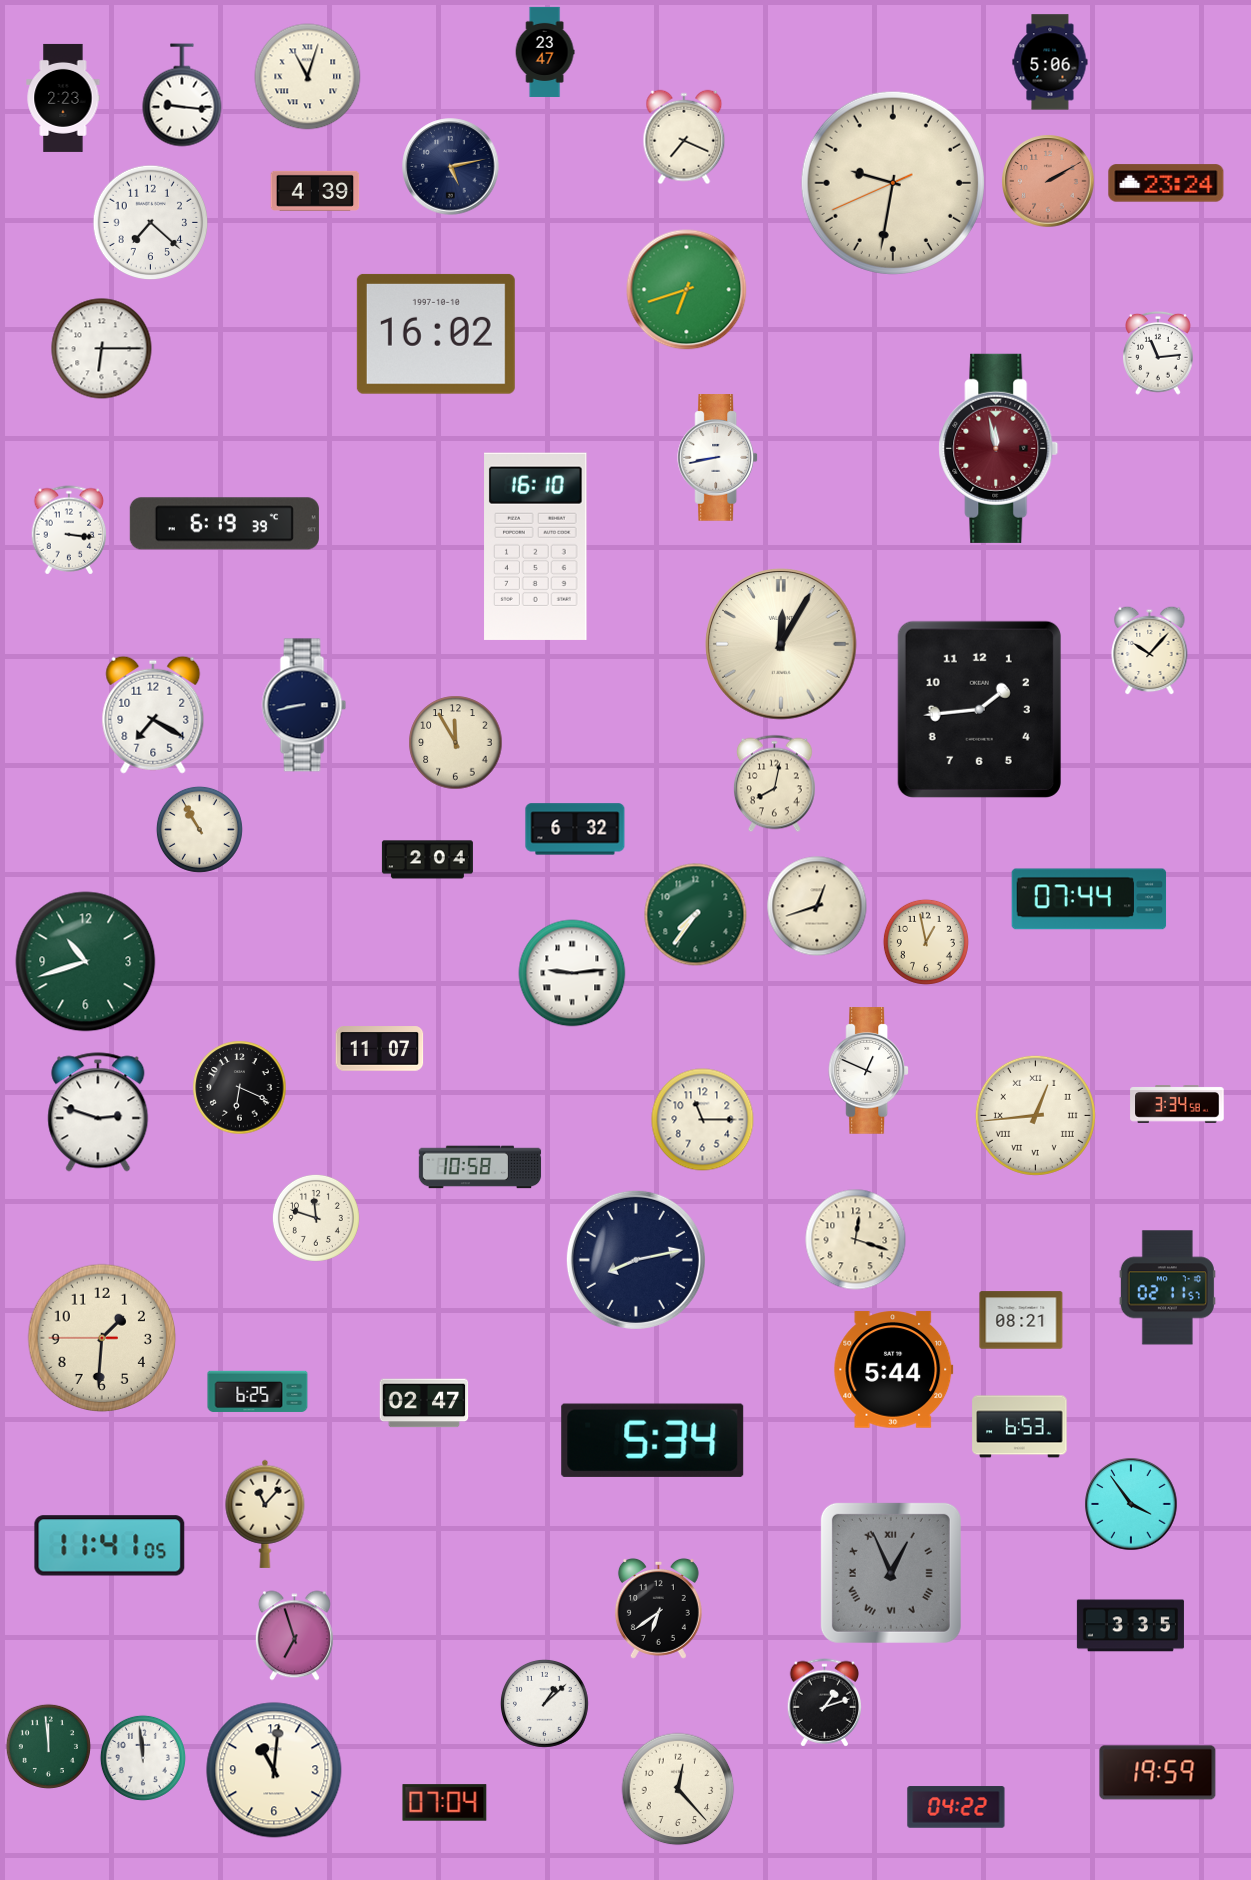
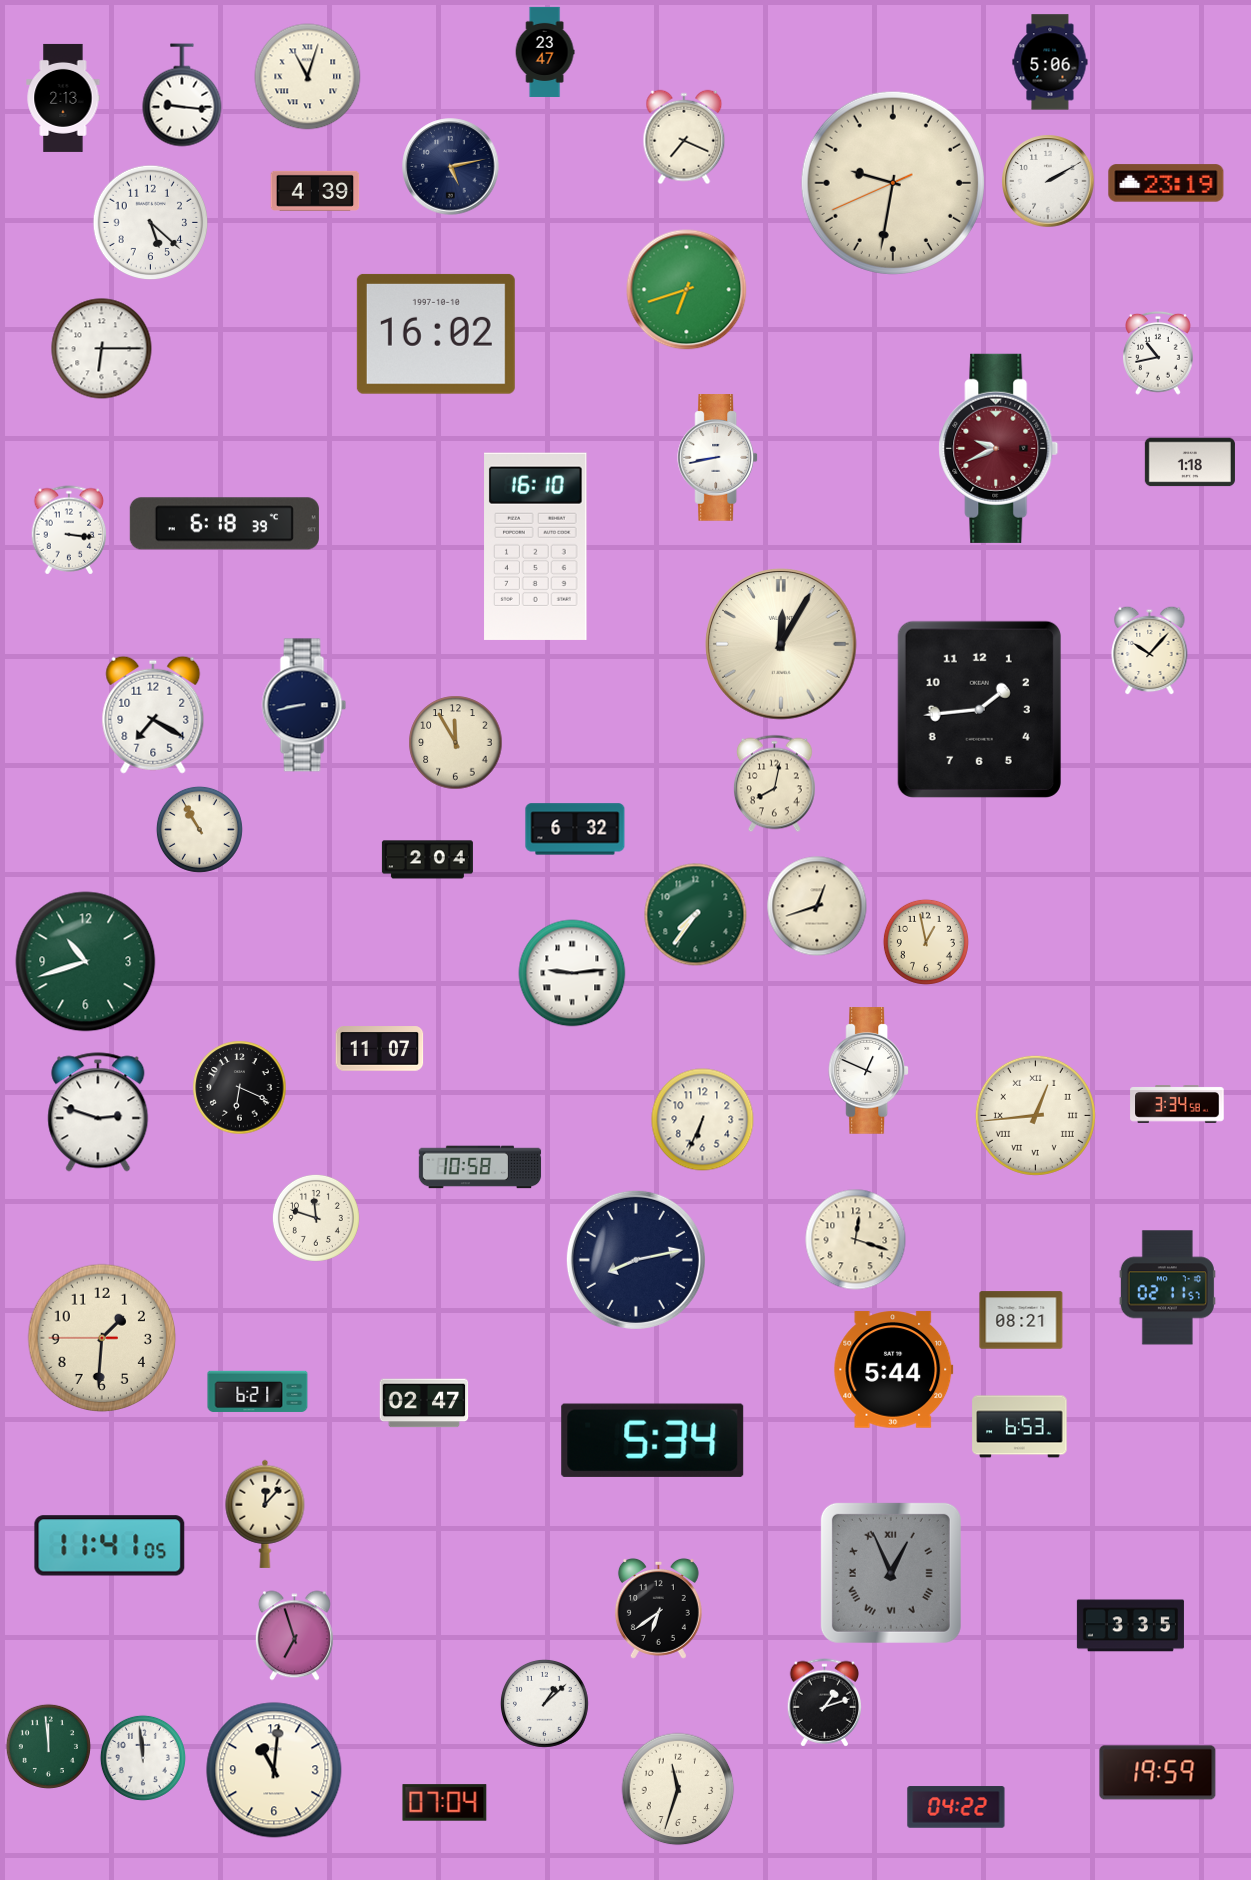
clock at (63, 98): 2:23 -> 2:13
clock at (1048, 181) dial: salmon -> white
clock at (1166, 183): 23:24 -> 23:19
clock at (151, 223): 7:22 -> 5:22
clock at (1159, 353): 11:14 -> 10:43
clock at (999, 448): 11:58 -> 9:41
clock at (1190, 462): none -> 1:18
clock at (224, 524): 6:19 -> 6:18
clock at (1089, 899): 07:44 -> none
clock at (703, 1120): 11:15 -> 6:34
clock at (258, 1391): 6:25 -> 6:21
clock at (1131, 1504): 3:54 -> none
clock at (265, 1514): 11:07 -> 12:07
clock at (678, 1789): 12:23 -> 11:33
